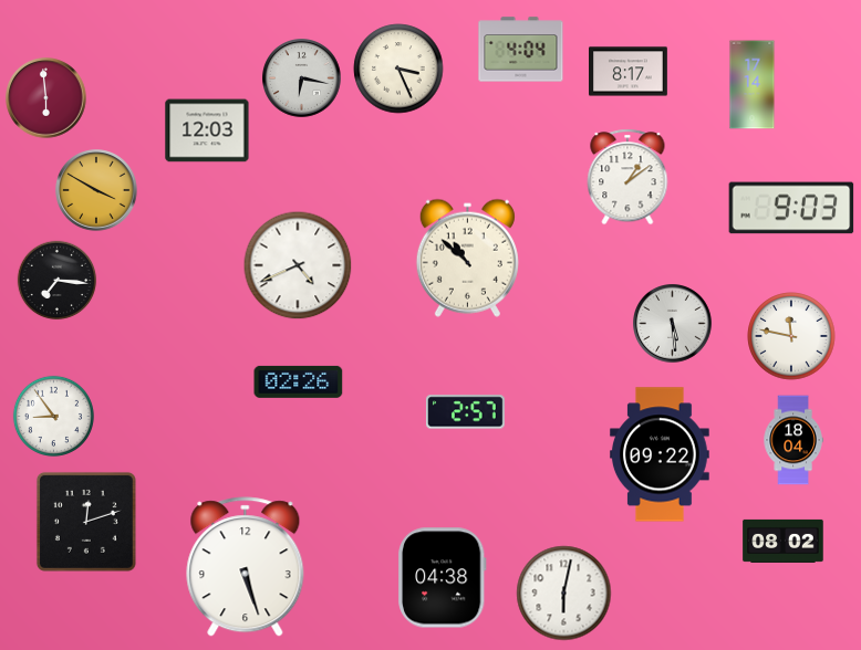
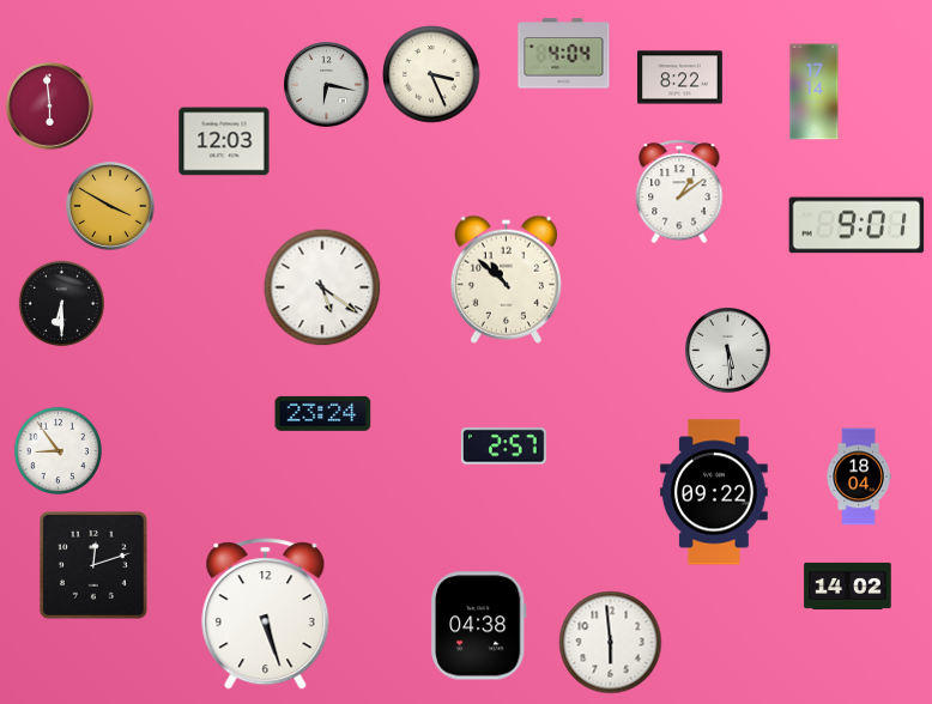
clock at (629, 72): 8:17 -> 8:22
clock at (96, 190) position: (96, 190) -> (110, 206)
clock at (791, 208): 9:03 -> 9:01
clock at (298, 265): 4:41 -> 5:21
clock at (58, 281): 7:16 -> 6:30
clock at (791, 336): 11:47 -> none
clock at (299, 381): 02:26 -> 23:24
clock at (784, 541): 08:02 -> 14:02
clock at (564, 594): 6:02 -> 5:59
